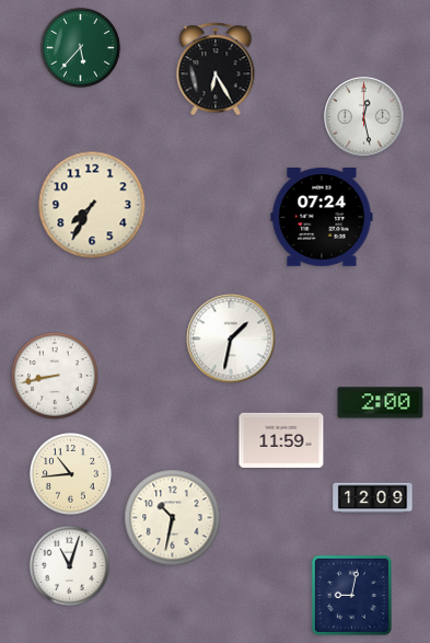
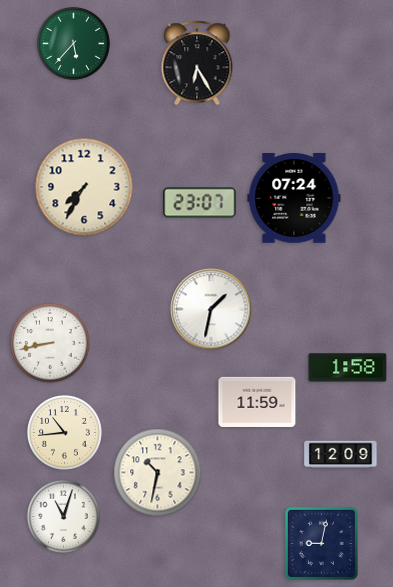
clock at (364, 117): 12:28 -> none
clock at (200, 203): none -> 23:07
clock at (381, 403): 2:00 -> 1:58
